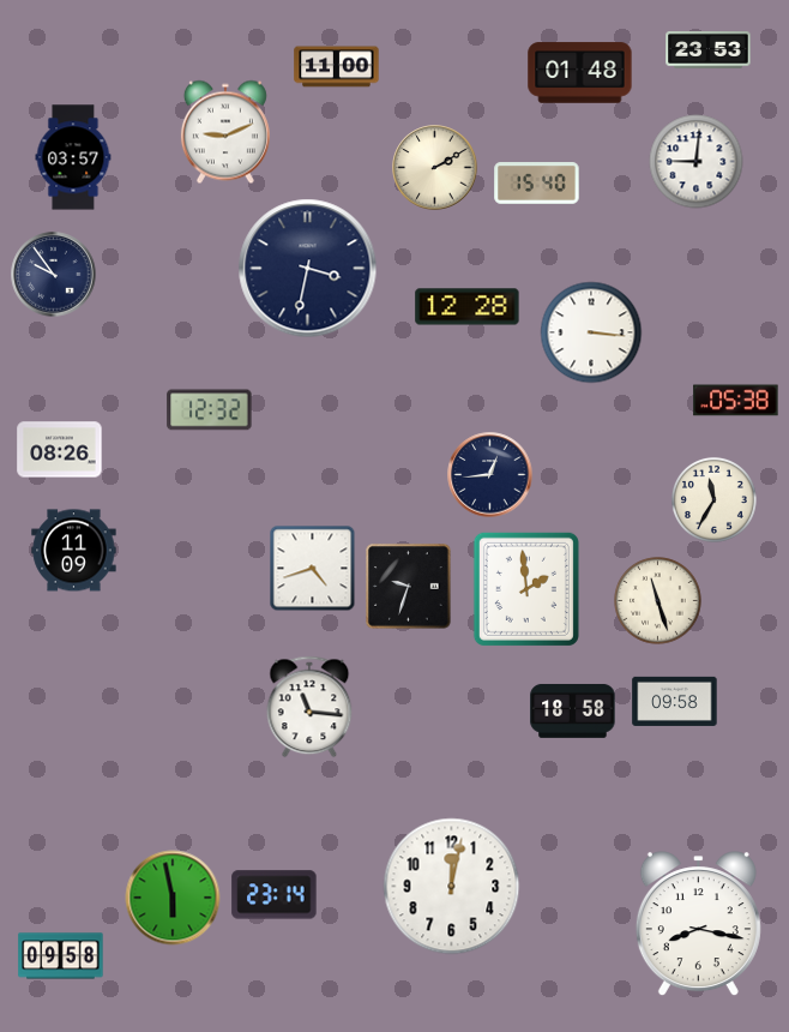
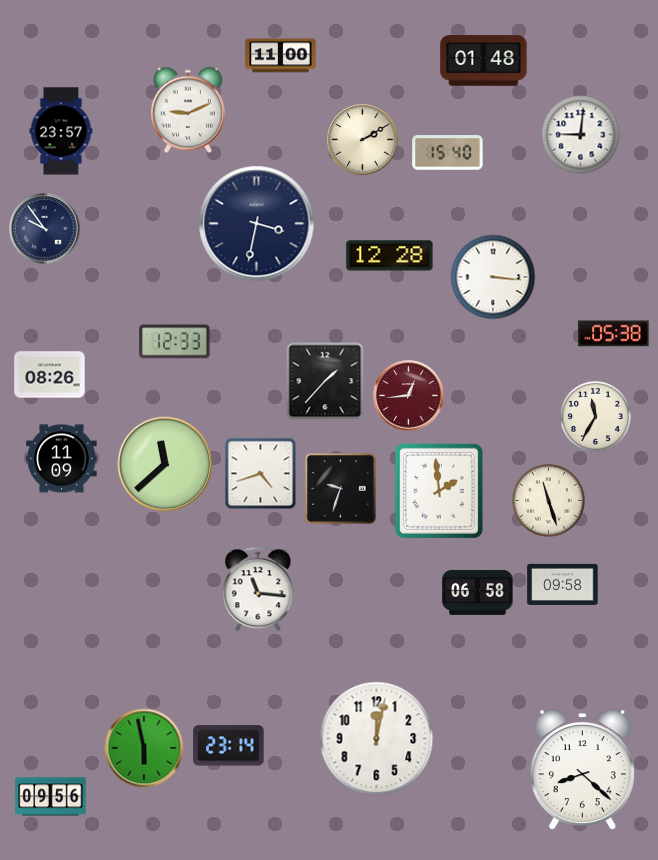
clock at (709, 50): 23:53 -> none
clock at (73, 157): 03:57 -> 23:57
clock at (210, 410): 12:32 -> 12:33
clock at (325, 381): none -> 1:37
clock at (490, 475) dial: navy -> burgundy
clock at (165, 464): none -> 11:38
clock at (573, 710): 18:58 -> 06:58
clock at (698, 924): 8:17 -> 8:22
clock at (61, 956): 09:58 -> 09:56
